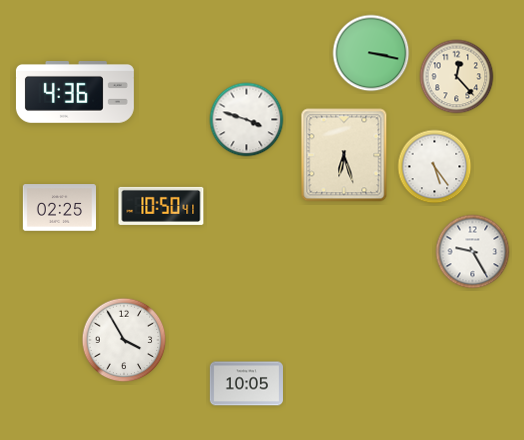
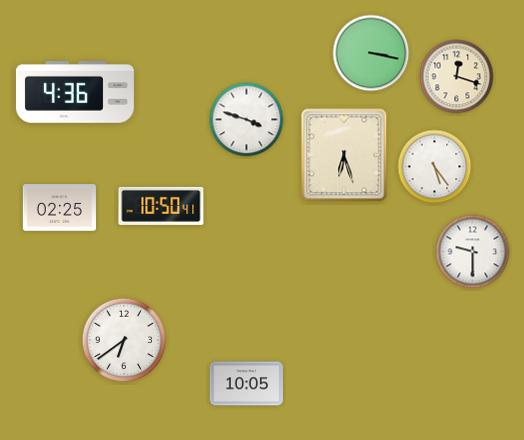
clock at (457, 77): 12:23 -> 12:18
clock at (473, 252): 9:25 -> 9:30
clock at (124, 340): 3:55 -> 6:39
